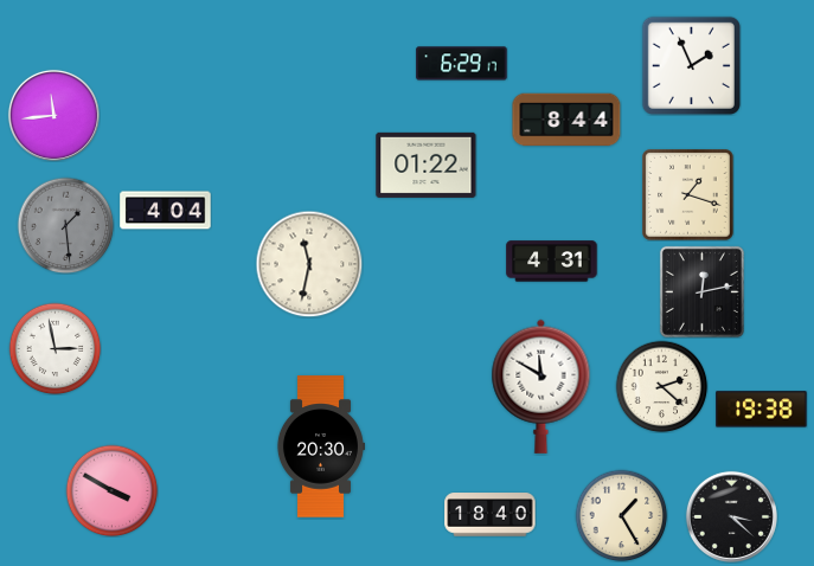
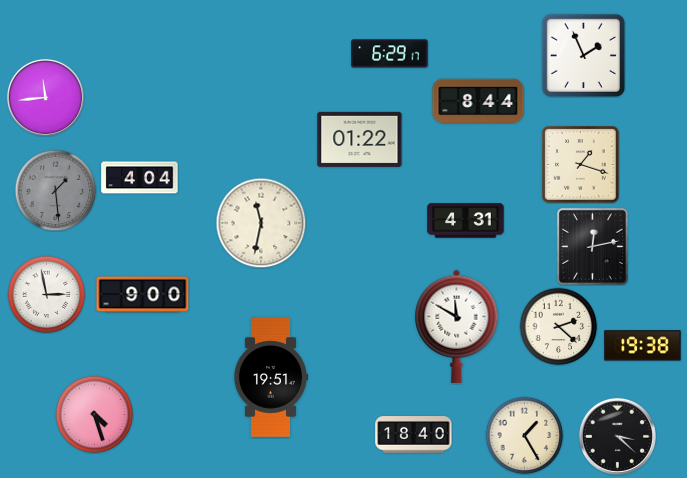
clock at (143, 295): none -> 9:00
clock at (320, 446): 20:30 -> 19:51
clock at (111, 490): 3:50 -> 4:27
